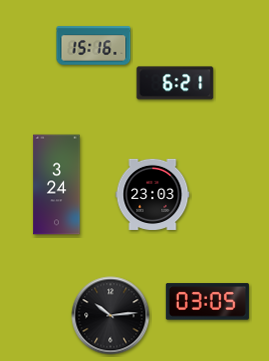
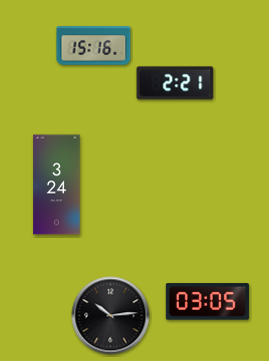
clock at (175, 83): 6:21 -> 2:21
clock at (153, 194): 23:03 -> none
